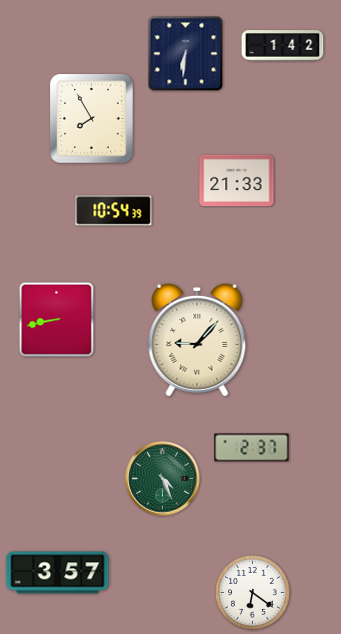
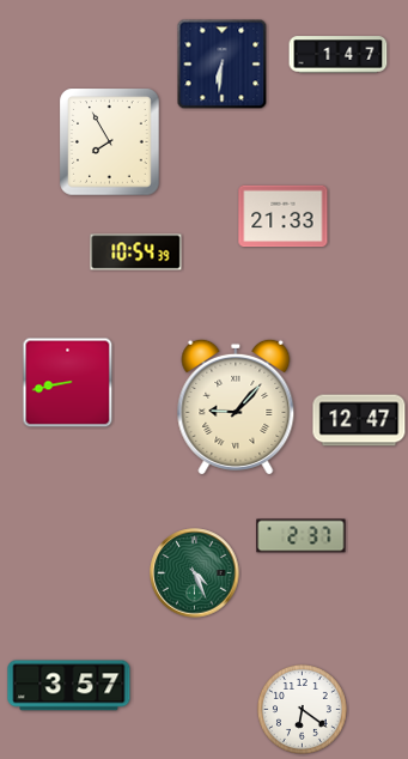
clock at (283, 46): 1:42 -> 1:47
clock at (359, 420): none -> 12:47
